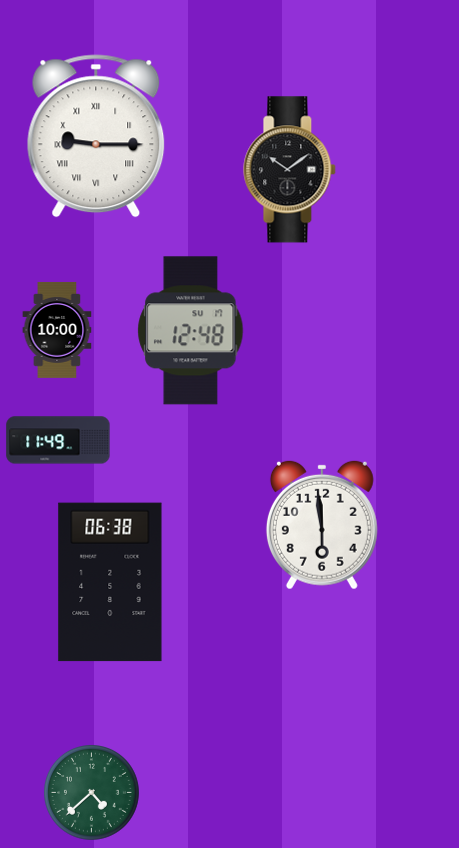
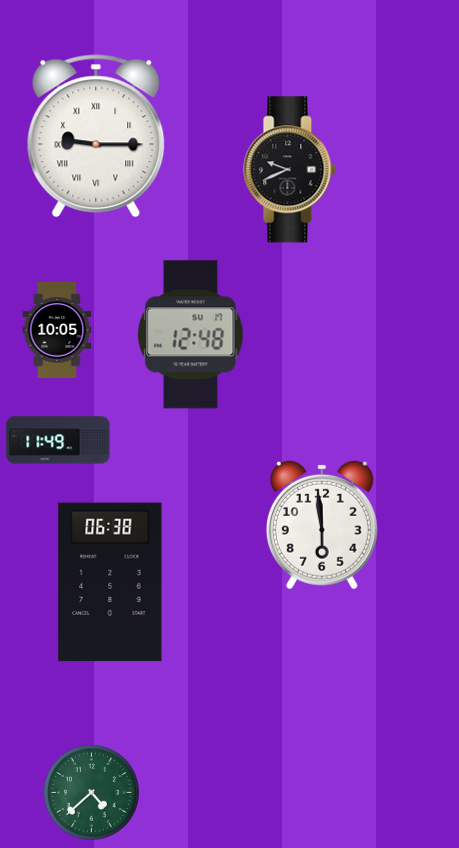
clock at (290, 170): 10:09 -> 9:41
clock at (57, 330): 10:00 -> 10:05
clock at (191, 331) position: (191, 331) -> (191, 335)
